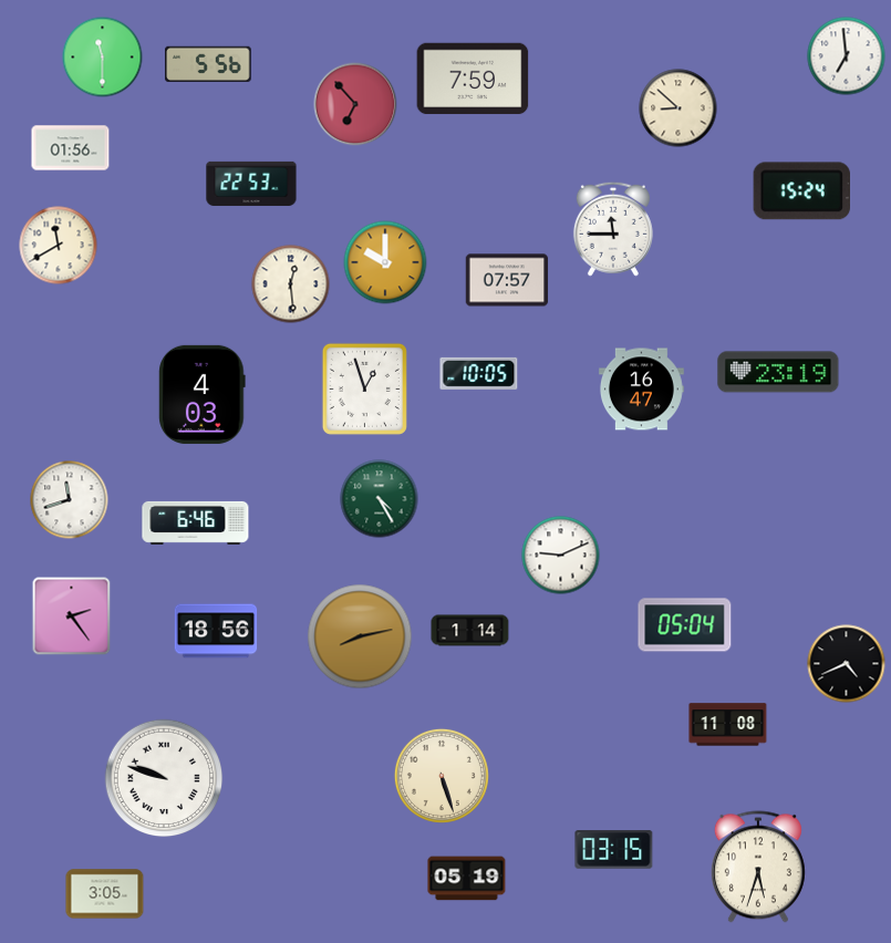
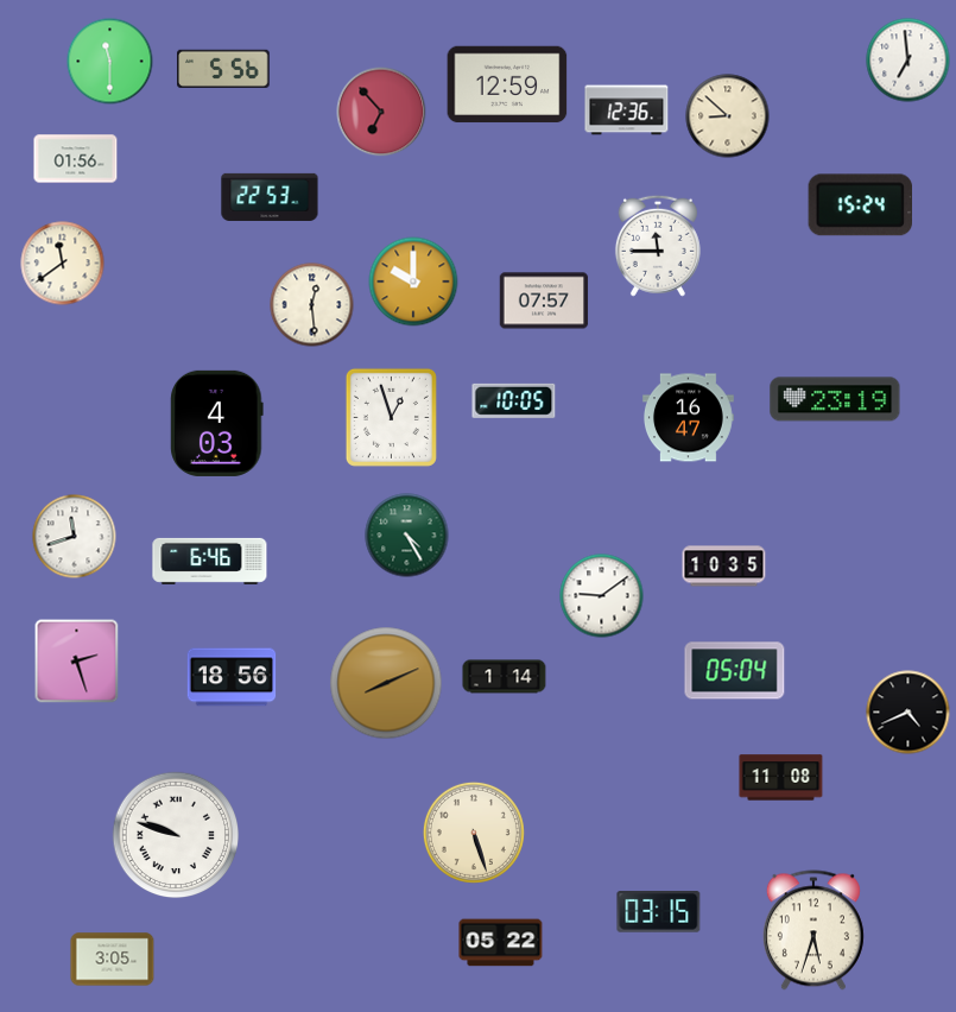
clock at (473, 79): 7:59 -> 12:59
clock at (627, 110): none -> 12:36
clock at (59, 246): 11:40 -> 11:39
clock at (724, 567): none -> 10:35
clock at (561, 556): 9:11 -> 9:09
clock at (72, 616): 2:24 -> 2:27
clock at (360, 636): 8:13 -> 8:11
clock at (467, 879): 05:19 -> 05:22
